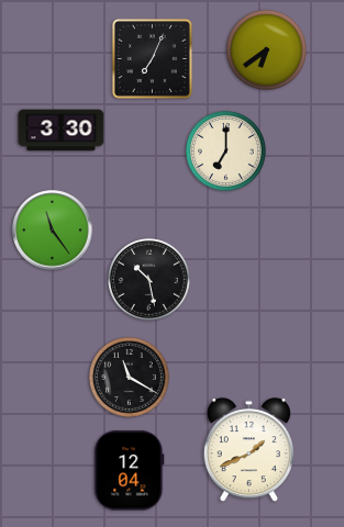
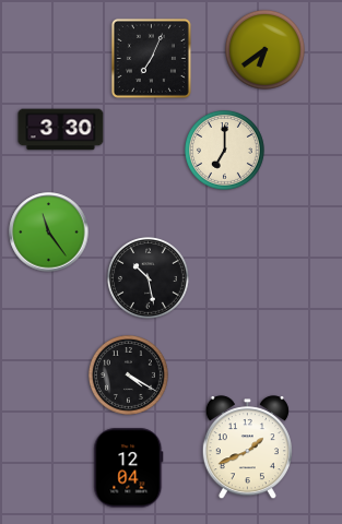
clock at (53, 231) position: (53, 231) -> (49, 233)
clock at (129, 377): 11:20 -> 4:20
